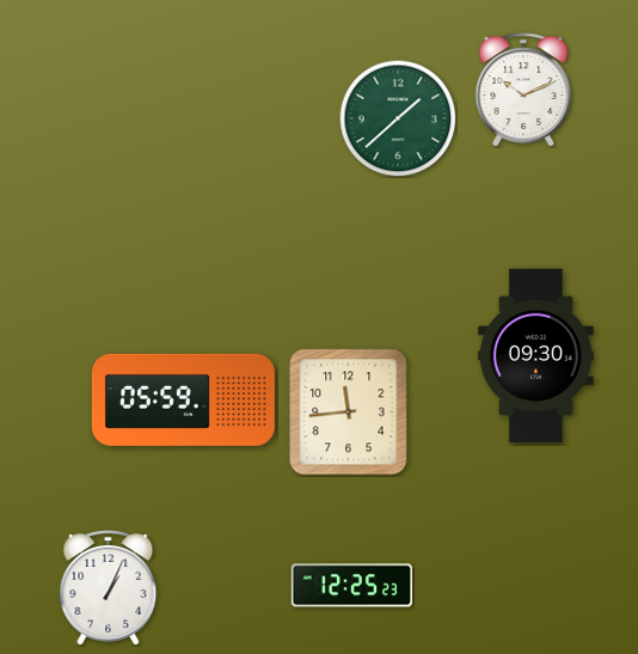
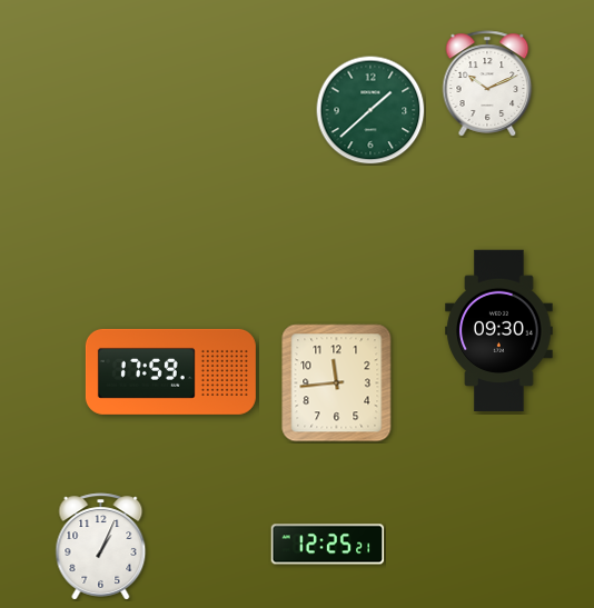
clock at (183, 399): 05:59 -> 17:59
clock at (349, 412) position: (349, 412) -> (337, 383)
clock at (352, 586): 12:25:23 -> 12:25:21
